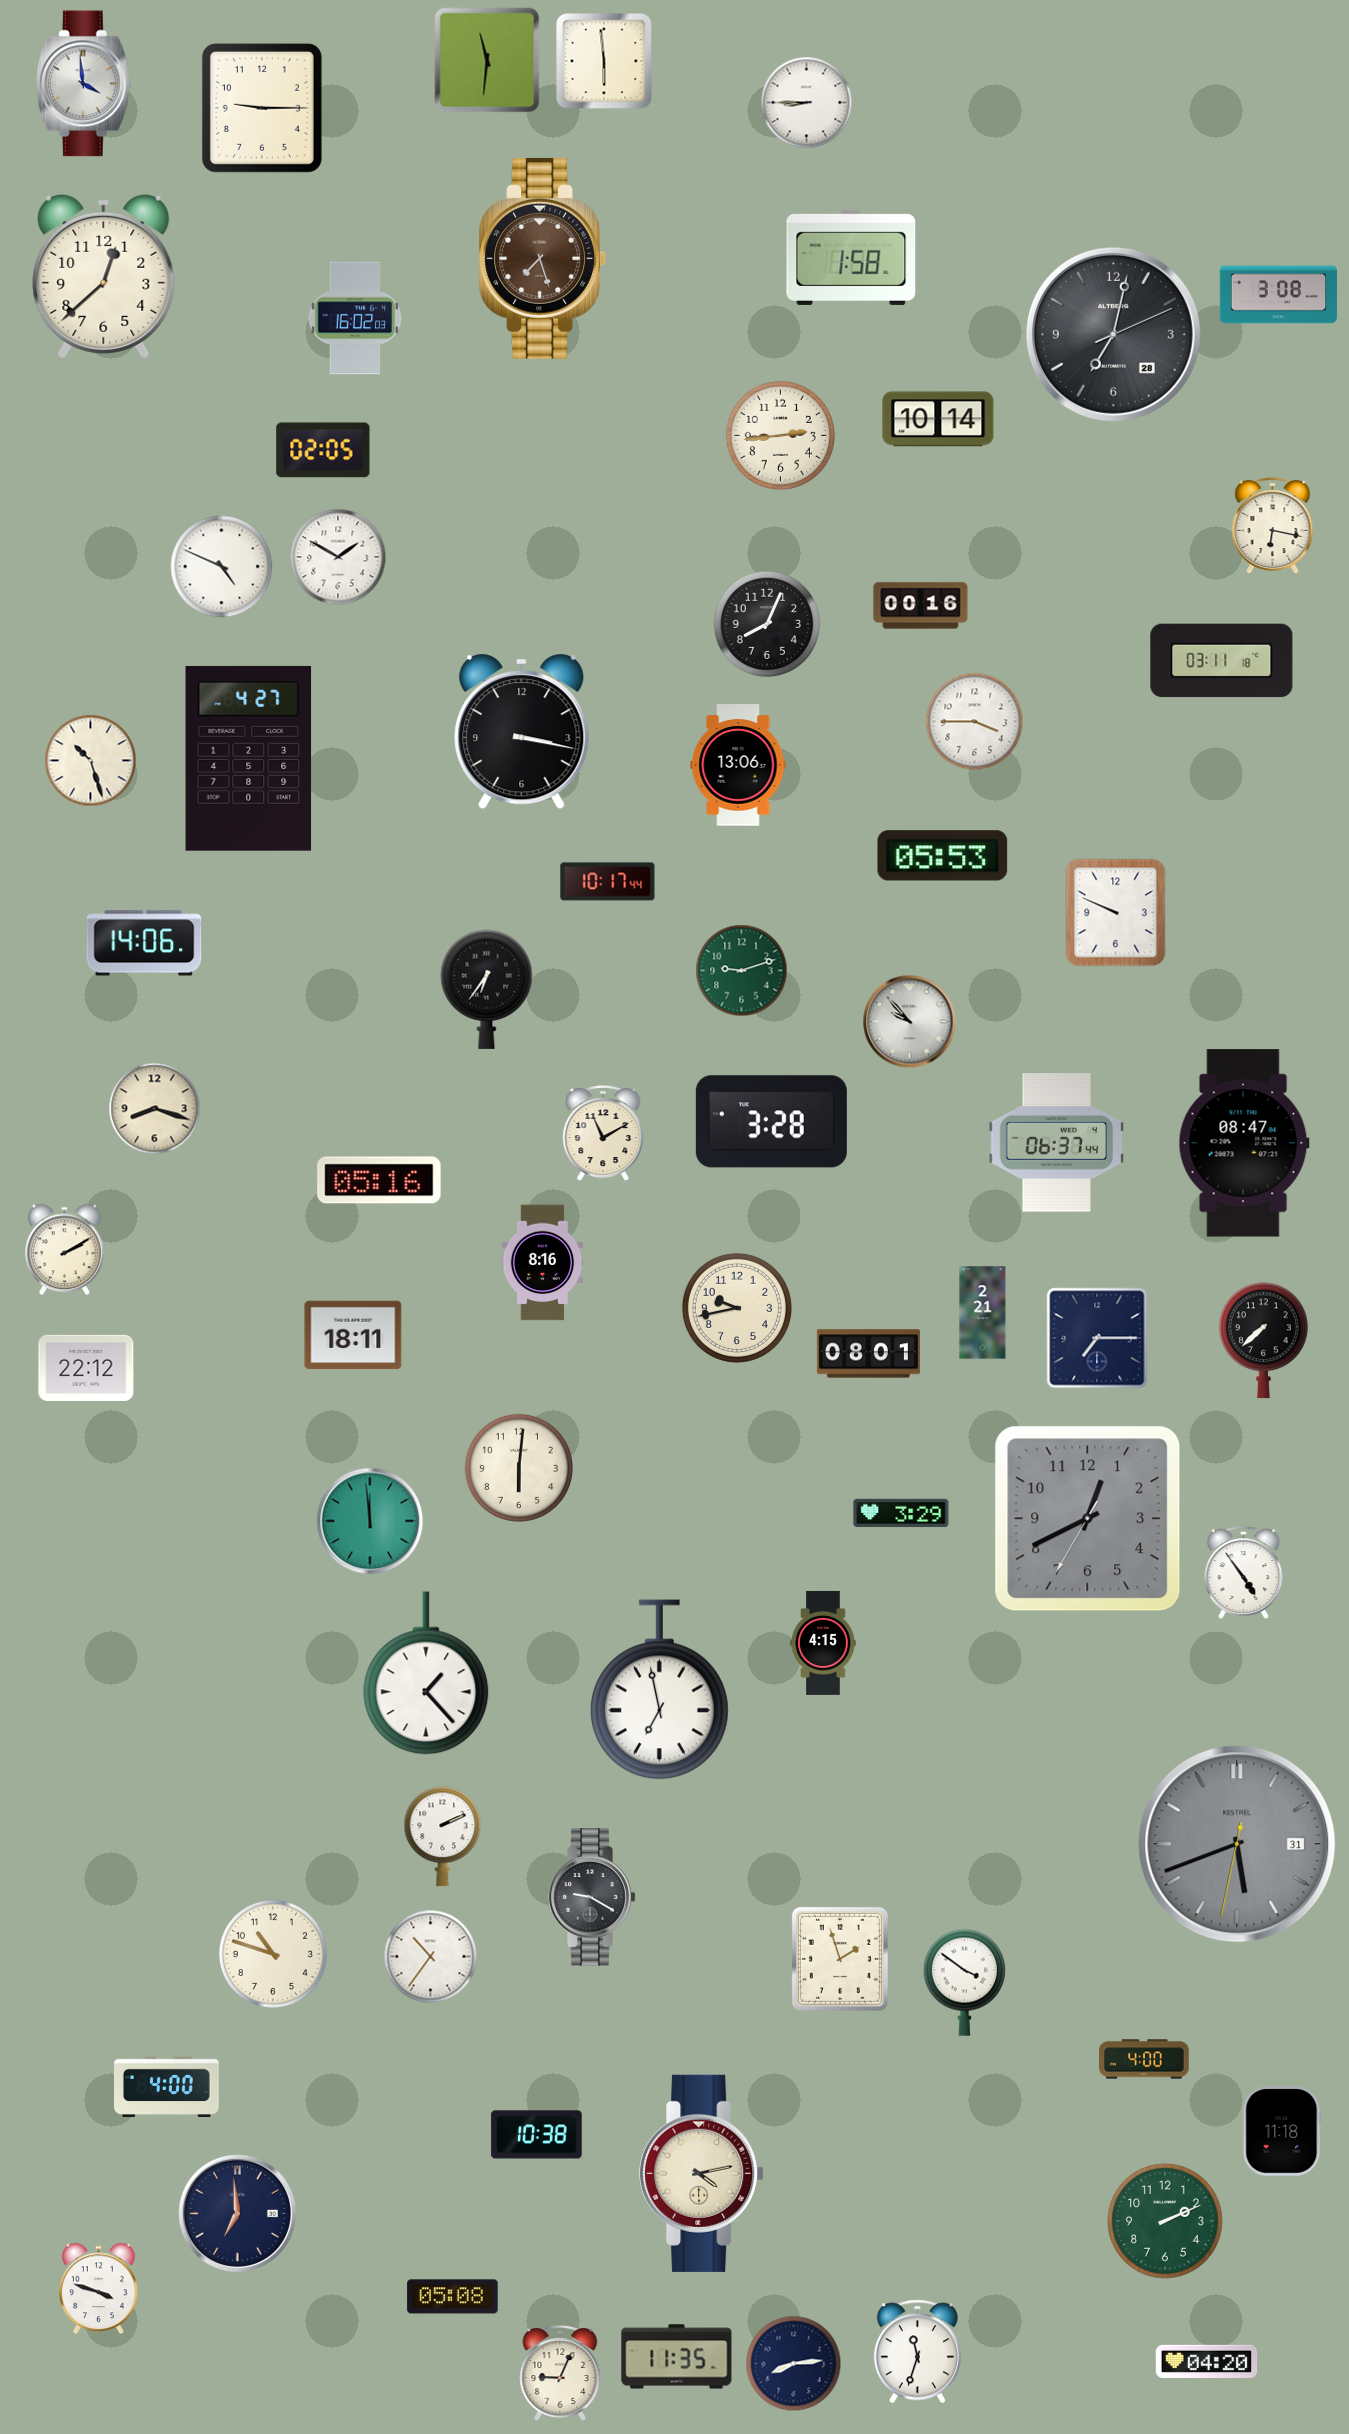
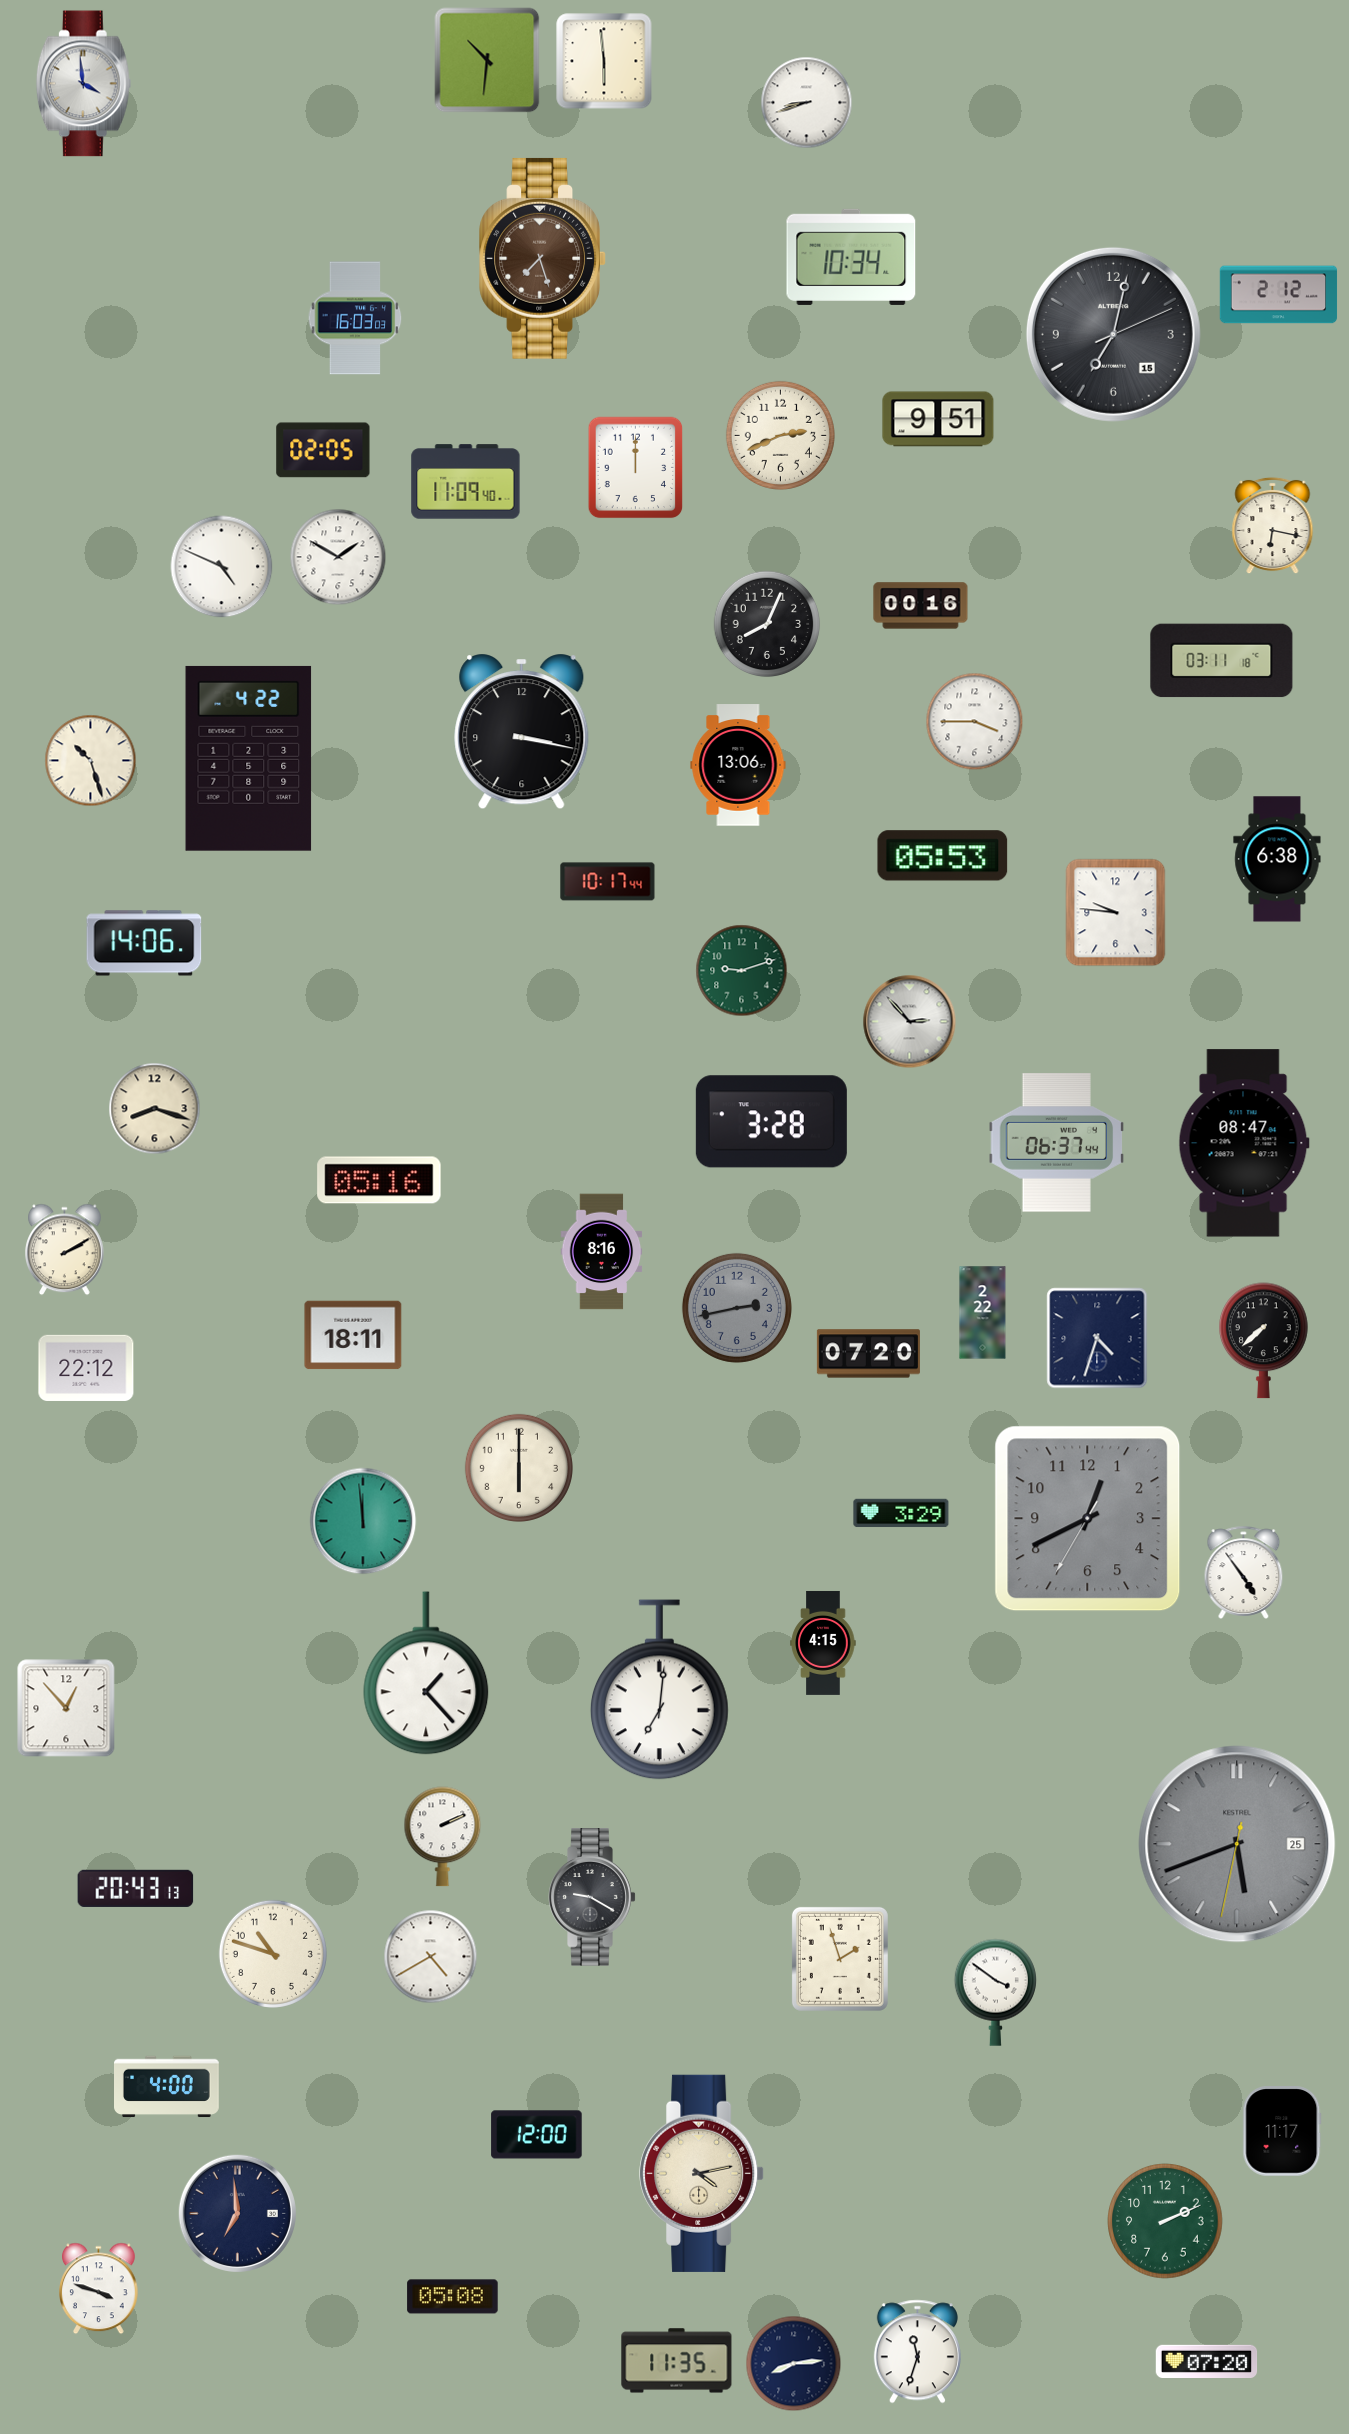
clock at (487, 60): 11:31 -> 10:31
clock at (807, 103): 8:45 -> 8:42
clock at (262, 108): 9:15 -> none
clock at (851, 257): 1:58 -> 10:34
clock at (104, 276): 12:38 -> none
clock at (1279, 295): 3:08 -> 2:12
clock at (355, 318): 16:02 -> 16:03
clock at (1113, 334) date: 28 -> 15
clock at (938, 419): 10:14 -> 9:51
clock at (780, 435): 2:44 -> 2:41
clock at (636, 468): none -> 12:00
clock at (466, 482): none -> 11:09
clock at (249, 758): 4:27 -> 4:22
clock at (1277, 859): none -> 6:38
clock at (1116, 913): 9:49 -> 9:46
clock at (487, 989): 6:36 -> none
clock at (910, 1022): 9:53 -> 2:53
clock at (603, 1134): 11:10 -> none
clock at (543, 1263) position: (543, 1263) -> (602, 1252)
clock at (737, 1308): 9:43 -> 2:43
clock at (737, 1308) dial: cream -> grey
clock at (983, 1313): 2:21 -> 2:22
clock at (1097, 1338): 7:15 -> 4:33
clock at (868, 1354): 08:01 -> 07:20
clock at (519, 1468): 6:01 -> 6:00
clock at (370, 1521) position: (370, 1521) -> (363, 1521)
clock at (659, 1690): 6:58 -> 7:01
clock at (66, 1708): none -> 12:53
clock at (1237, 1844) date: 31 -> 25
clock at (136, 1888): none -> 20:43
clock at (431, 1957): 10:36 -> 4:40
clock at (964, 1982) position: (964, 1982) -> (995, 1992)
clock at (1144, 2059): 4:00 -> none
clock at (1282, 2131): 11:18 -> 11:17
clock at (537, 2135): 10:38 -> 12:00
clock at (677, 2357) position: (677, 2357) -> (677, 2361)
clock at (1207, 2361): 04:20 -> 07:20
clock at (560, 2374): 9:04 -> none
